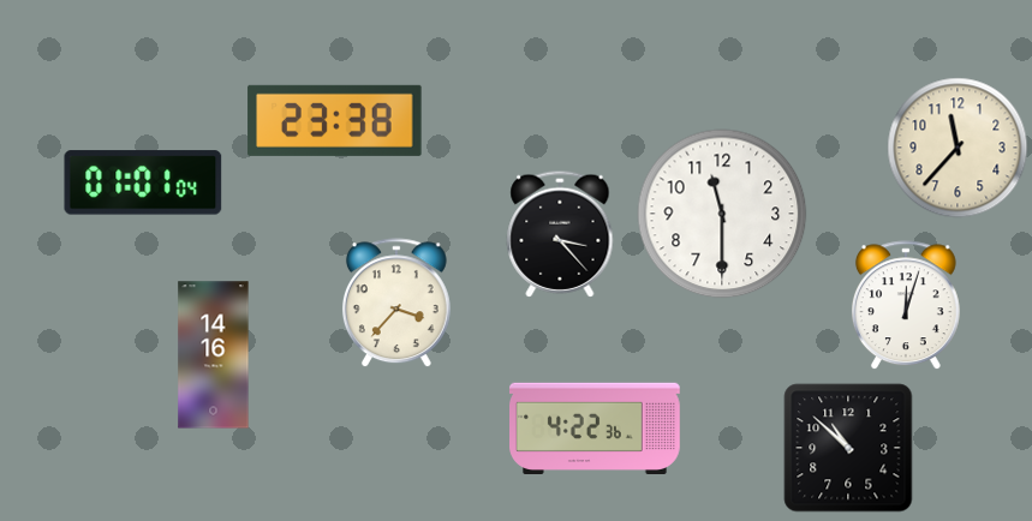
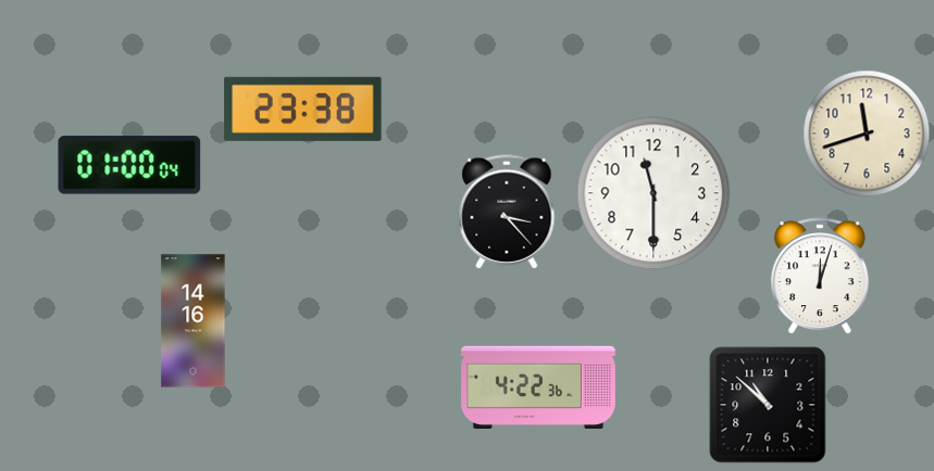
clock at (958, 148): 11:37 -> 11:42
clock at (143, 182): 01:01 -> 01:00
clock at (396, 304): 3:37 -> none
